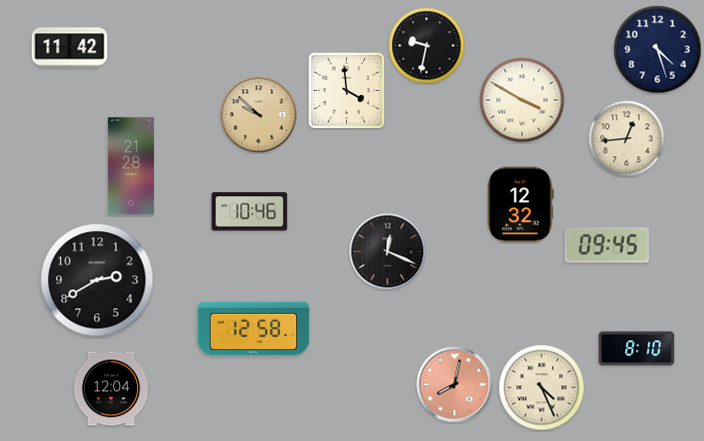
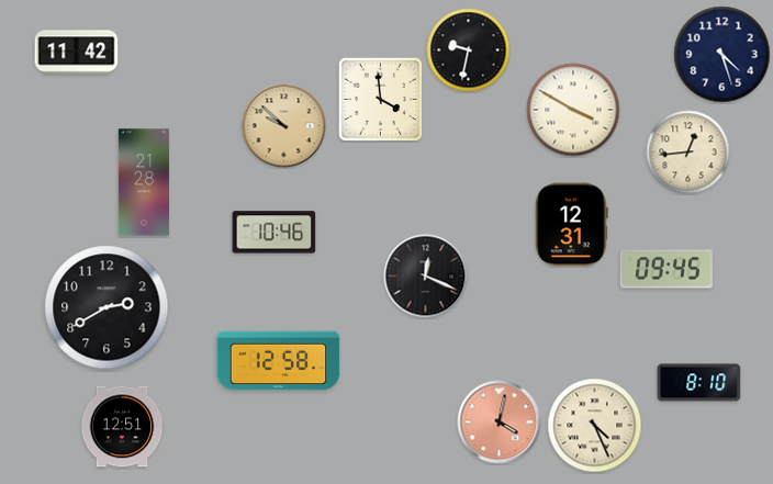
clock at (521, 205): 12:32 -> 12:31
clock at (455, 385): 8:02 -> 4:02
clock at (111, 389): 12:04 -> 12:51
